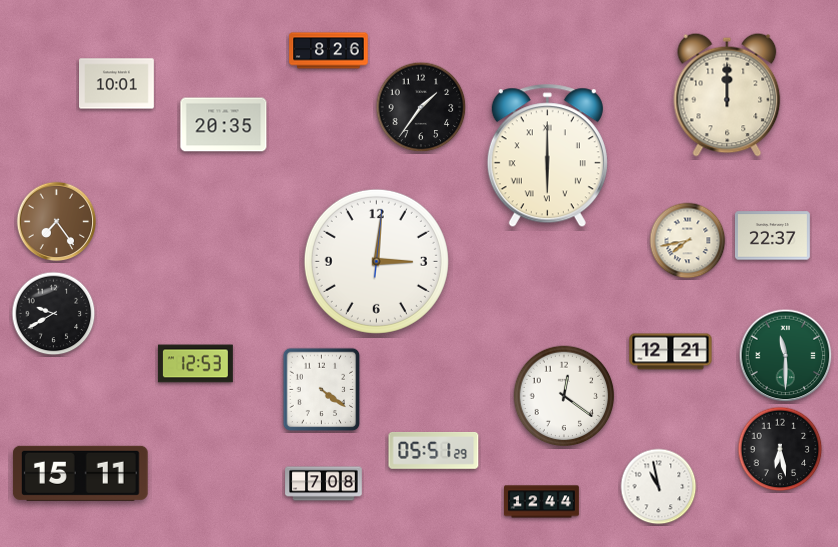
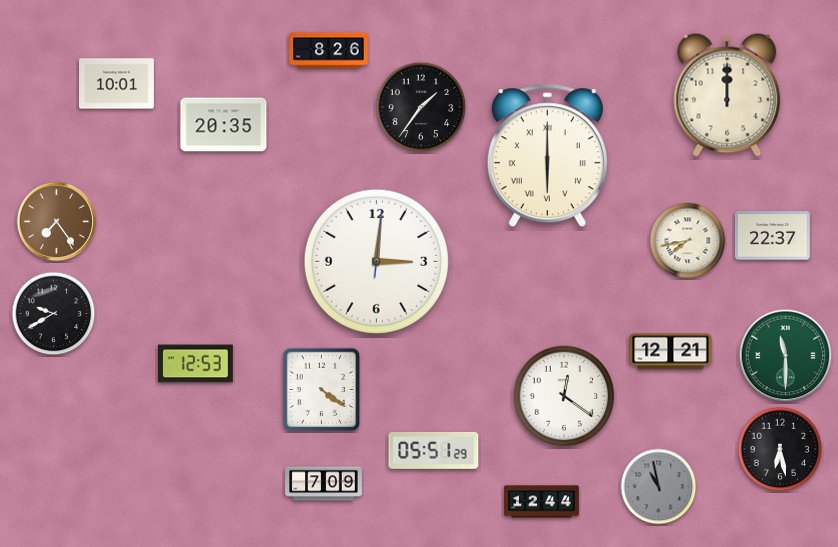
clock at (80, 473): 15:11 -> none
clock at (324, 484): 7:08 -> 7:09
clock at (659, 487) dial: white -> grey
